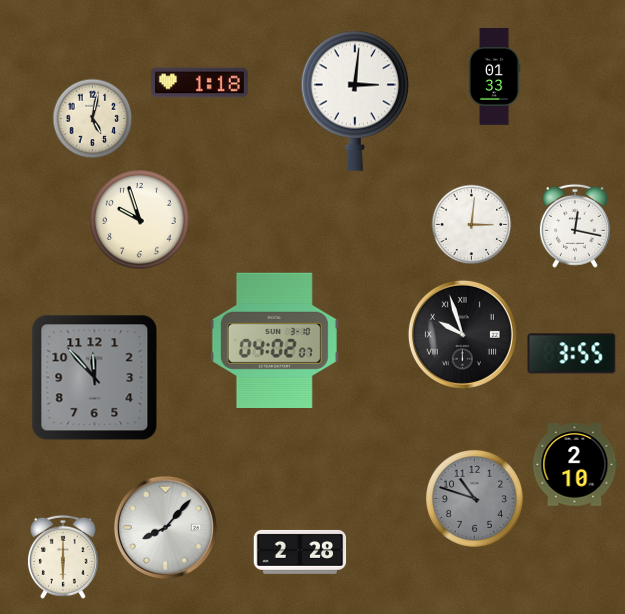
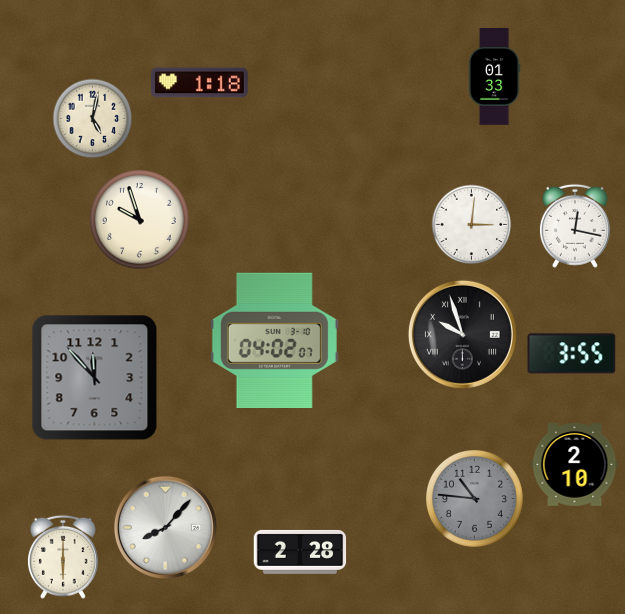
clock at (355, 101): 3:01 -> none
clock at (474, 498): 10:48 -> 10:46
